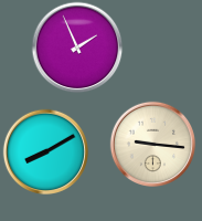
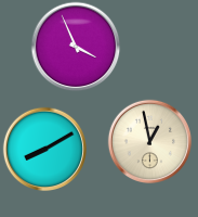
clock at (77, 48): 1:56 -> 3:56
clock at (152, 144): 9:16 -> 12:58
